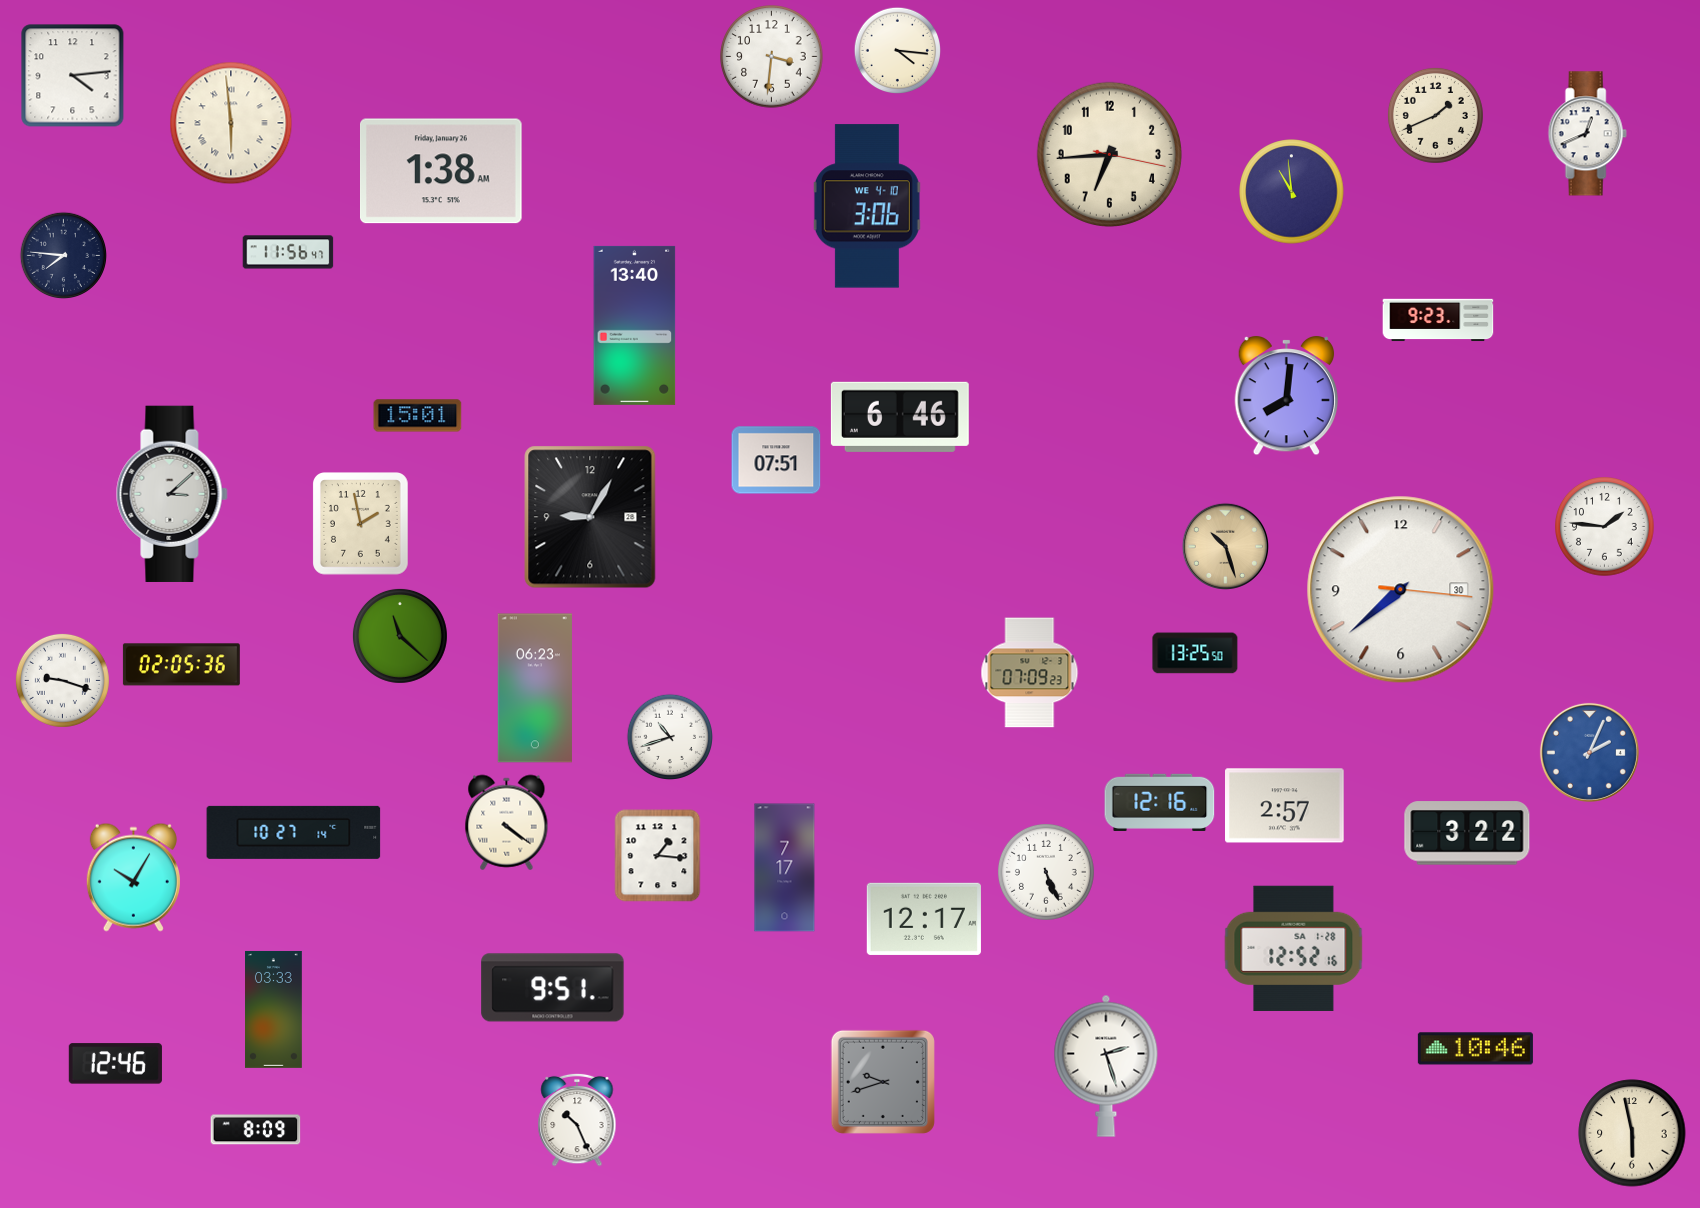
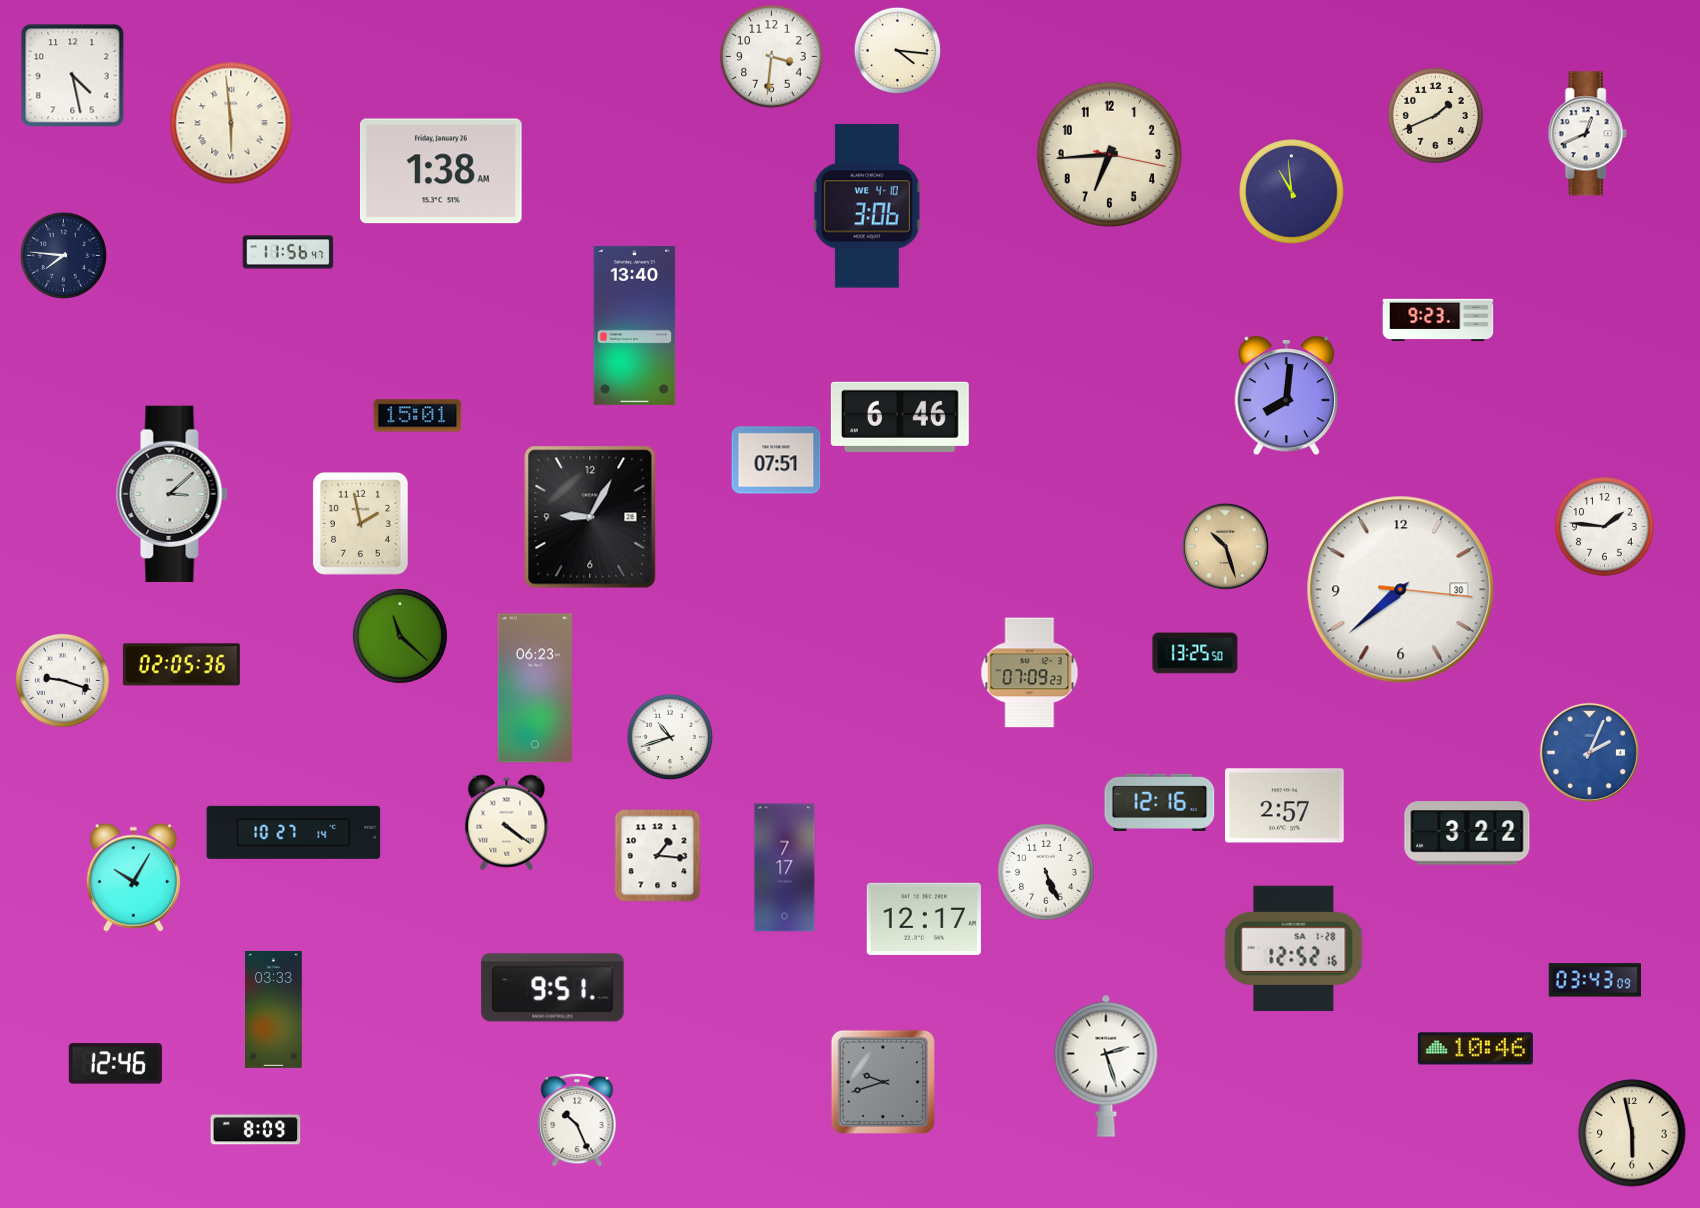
clock at (73, 76): 4:14 -> 4:28
clock at (1595, 980): none -> 03:43
